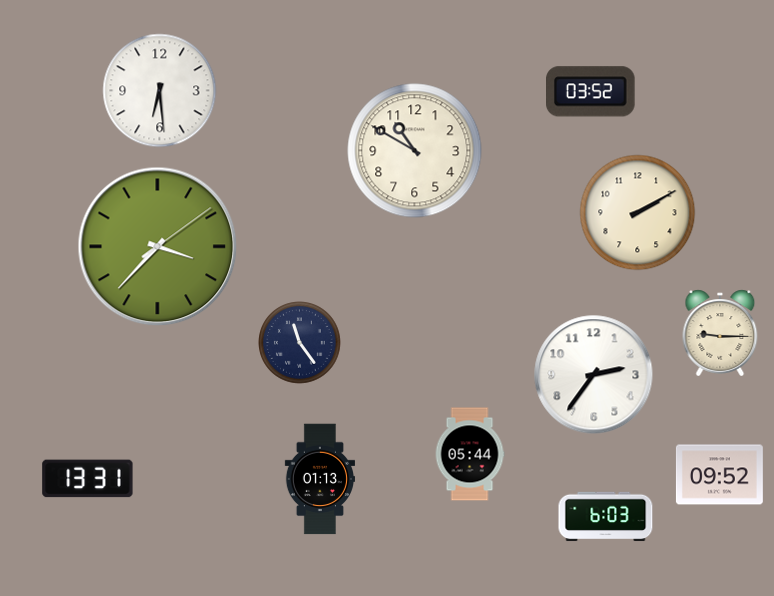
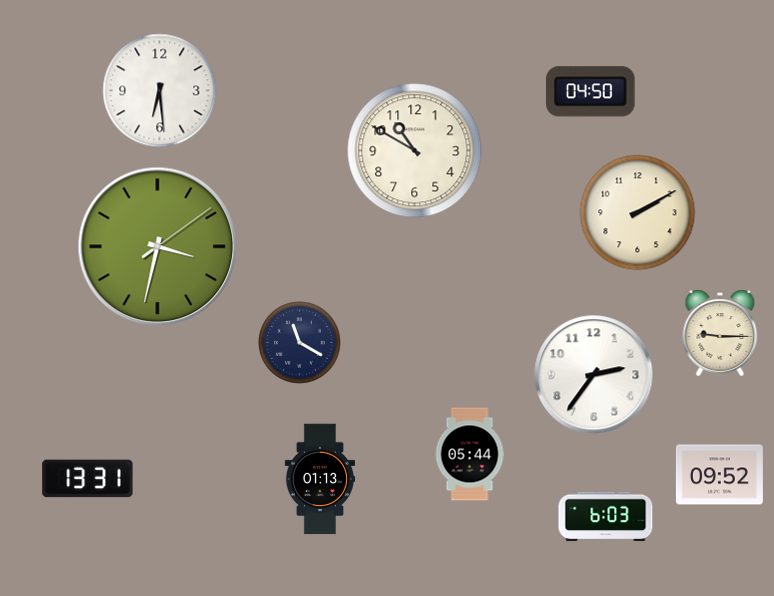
clock at (591, 92): 03:52 -> 04:50
clock at (158, 247): 3:37 -> 3:32
clock at (300, 343): 11:24 -> 11:20
